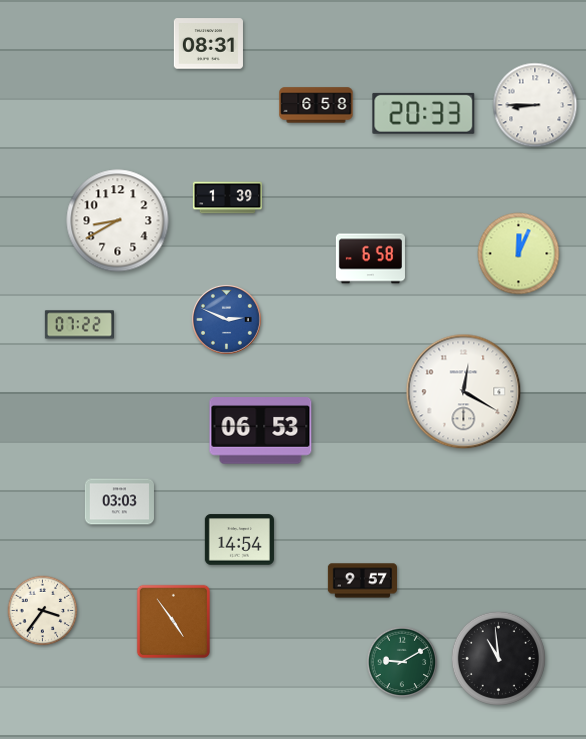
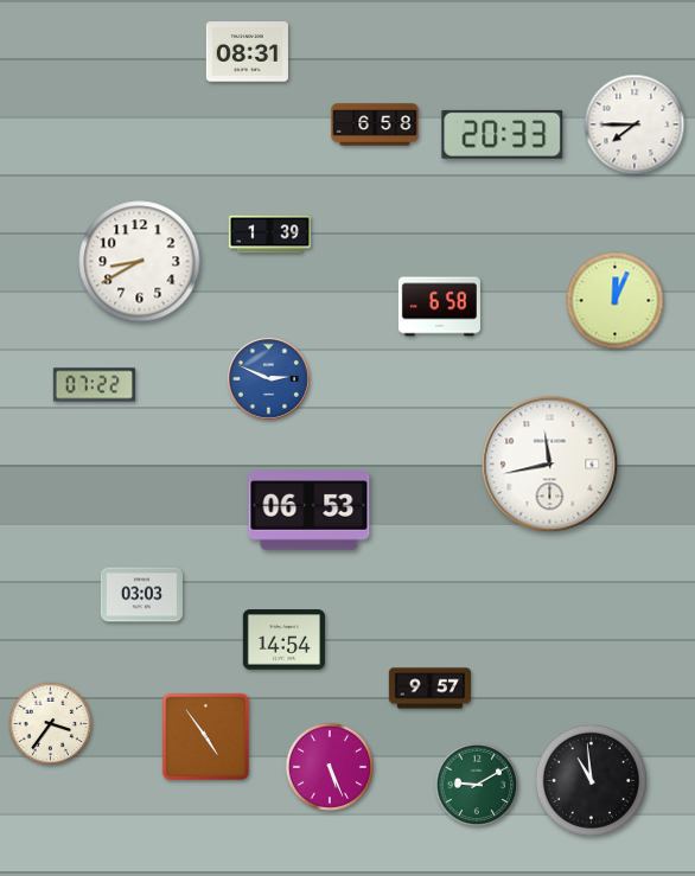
clock at (535, 105): 8:45 -> 7:45
clock at (464, 392): 12:20 -> 11:43
clock at (330, 767): none -> 5:26
